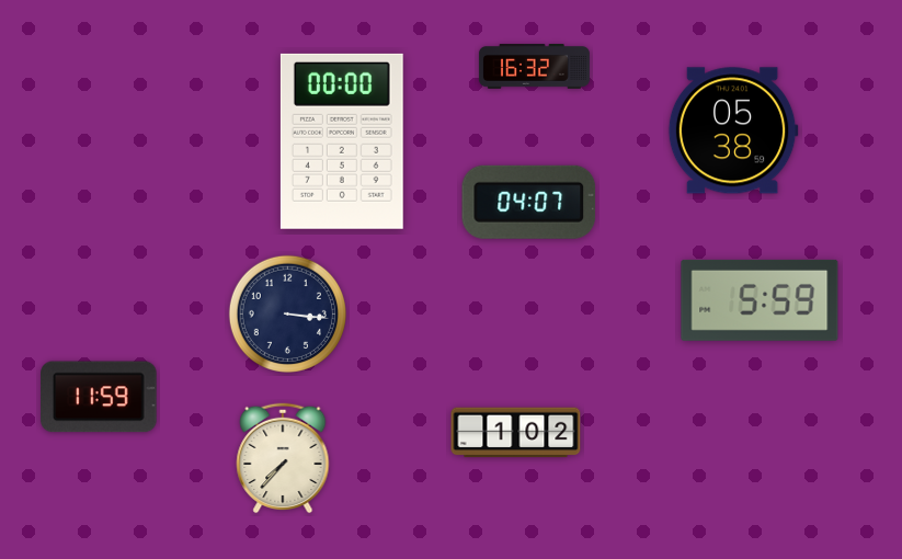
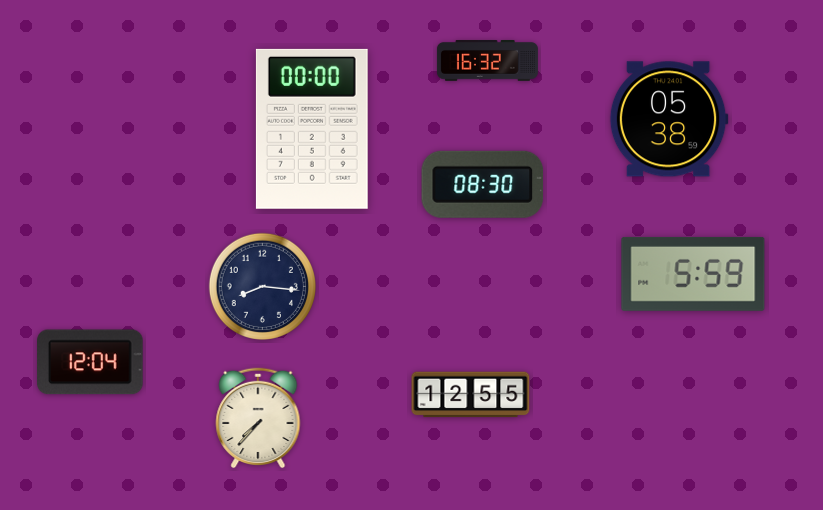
clock at (529, 202): 04:07 -> 08:30
clock at (287, 313): 3:16 -> 8:16
clock at (99, 397): 11:59 -> 12:04
clock at (516, 433): 1:02 -> 12:55
